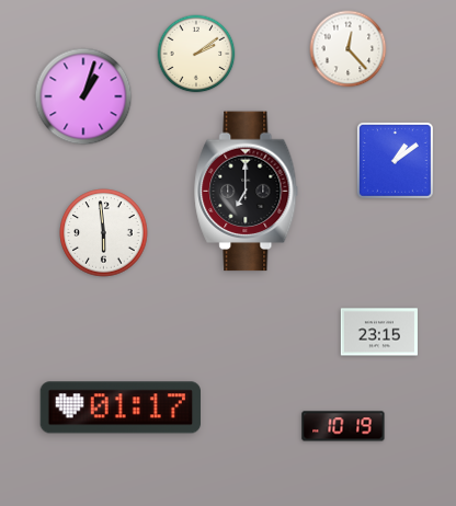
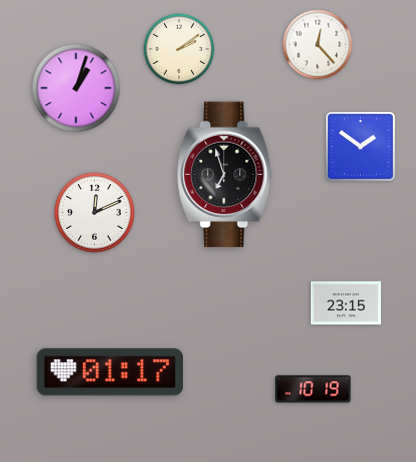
clock at (395, 160): 1:09 -> 1:51
clock at (247, 192): 7:00 -> 6:57
clock at (104, 233): 5:59 -> 12:11
